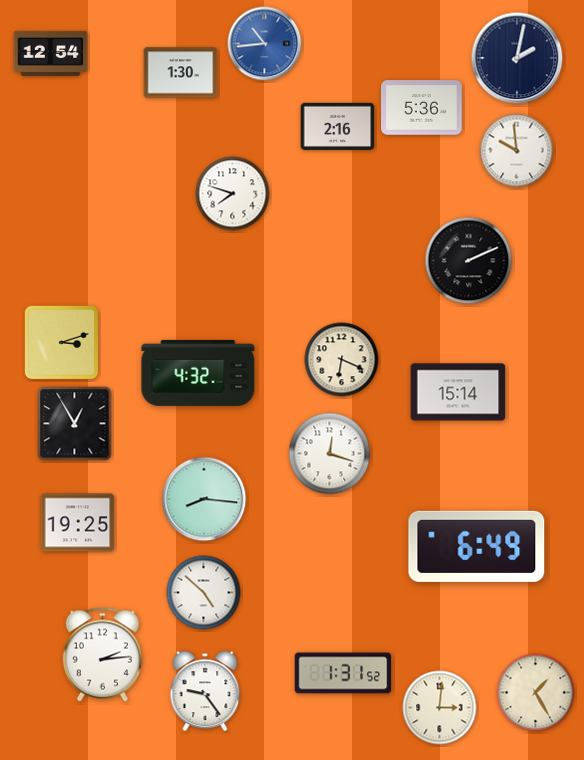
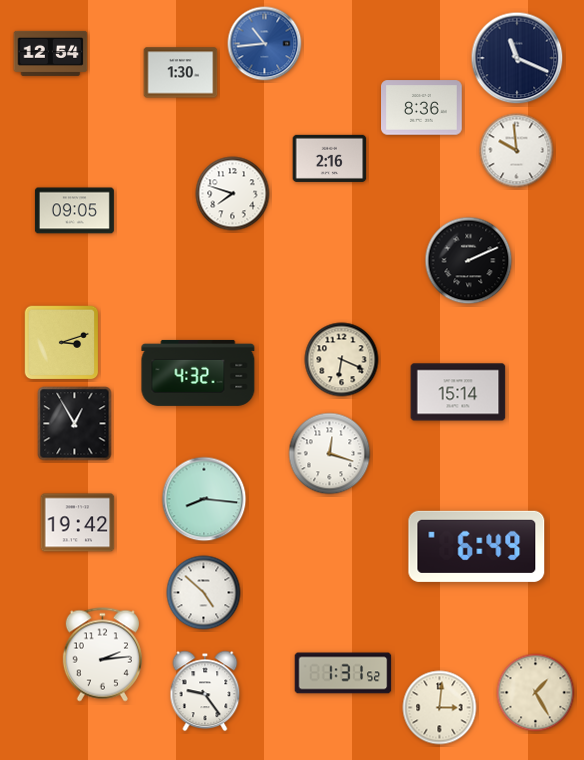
clock at (517, 58): 2:02 -> 11:19
clock at (422, 108): 5:36 -> 8:36
clock at (338, 126) position: (338, 126) -> (330, 158)
clock at (74, 211): none -> 09:05
clock at (78, 523): 19:25 -> 19:42
